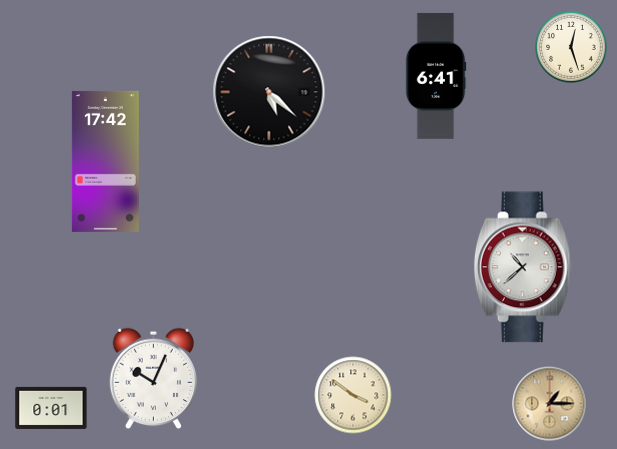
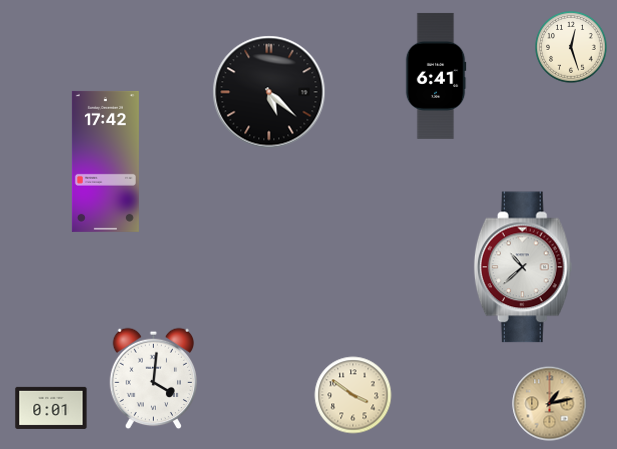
clock at (154, 379): 10:04 -> 4:01
clock at (550, 404): 1:15 -> 1:13
